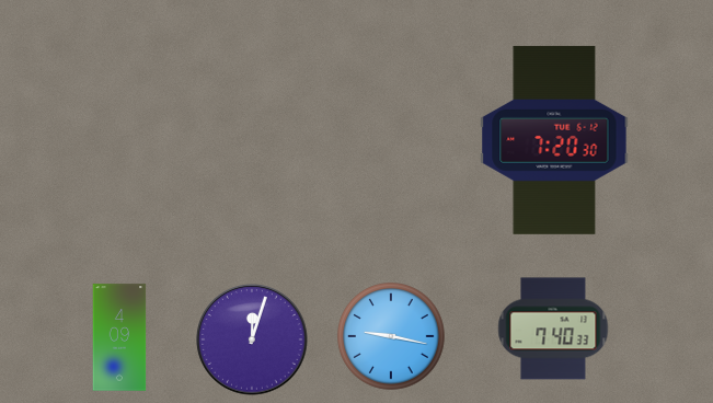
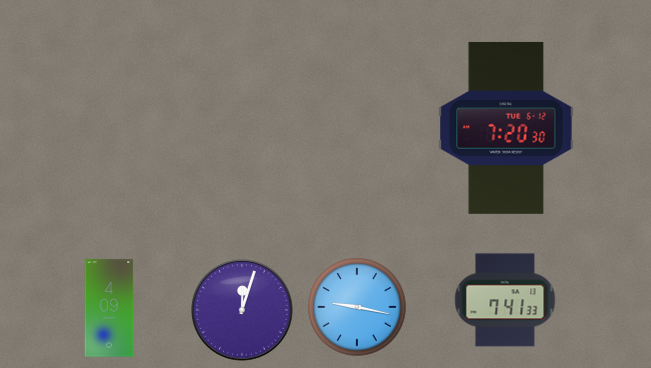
clock at (553, 329): 7:40 -> 7:41
clock at (252, 339) position: (252, 339) -> (242, 310)
